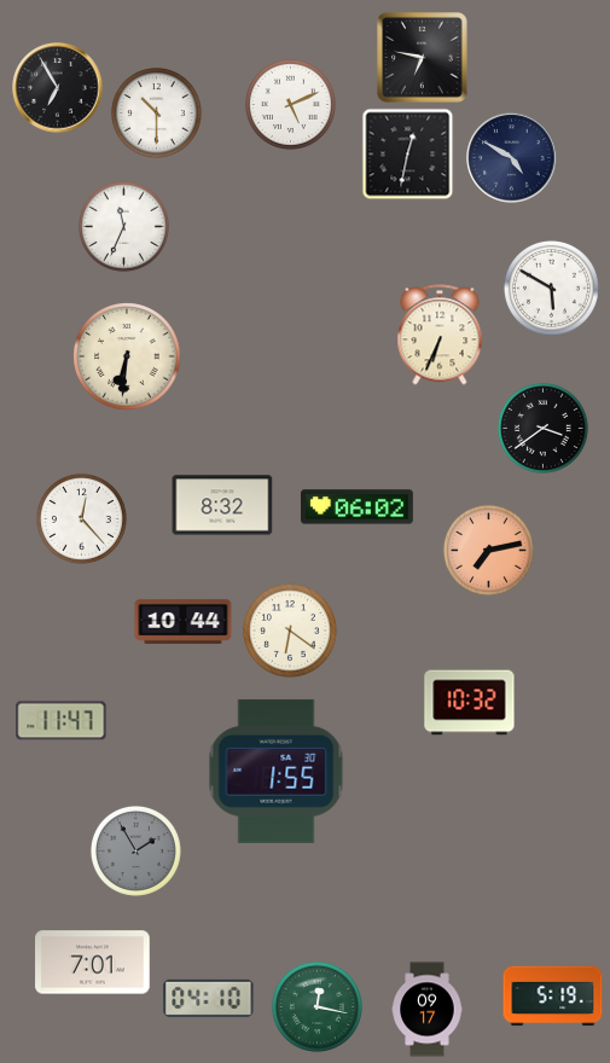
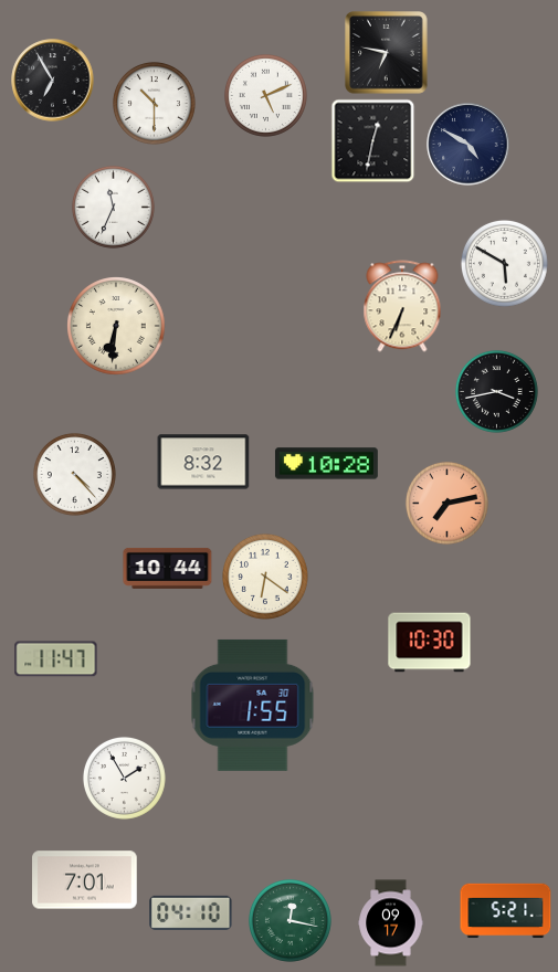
clock at (156, 112) position: (156, 112) -> (154, 103)
clock at (542, 428): 3:39 -> 3:43
clock at (356, 507): 06:02 -> 10:28
clock at (81, 518): 12:23 -> 4:23
clock at (470, 703): 10:32 -> 10:30
clock at (135, 850) dial: grey -> white
clock at (553, 997): 5:19 -> 5:21
